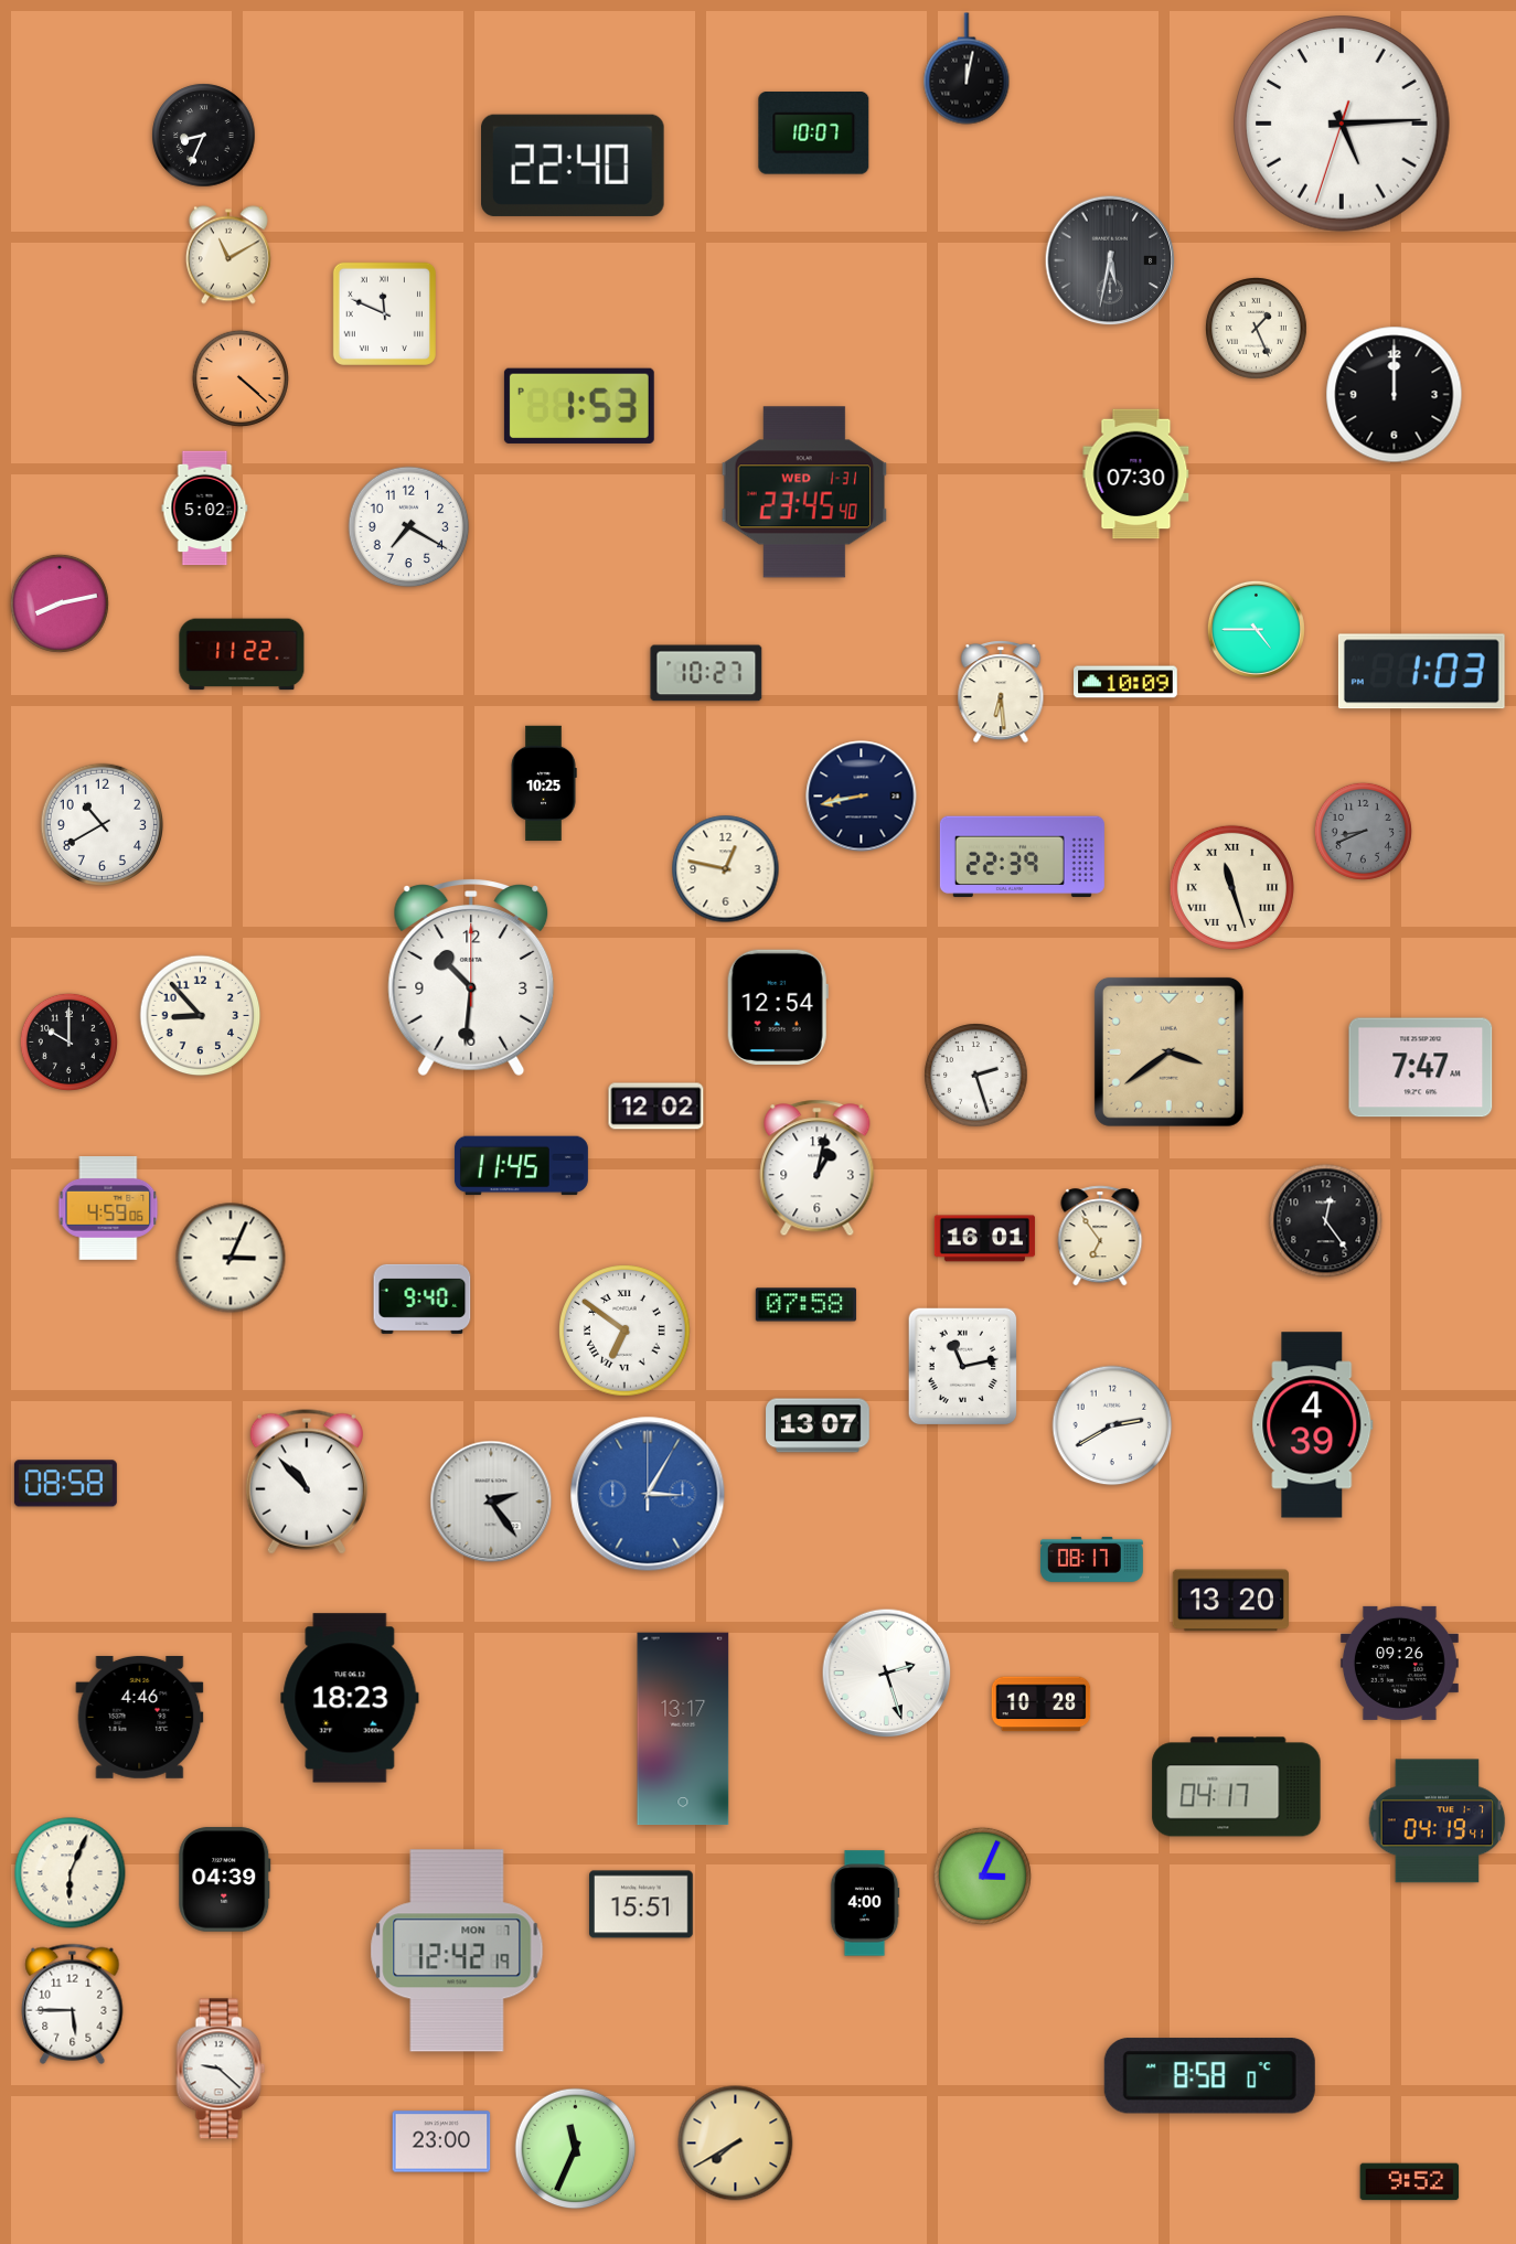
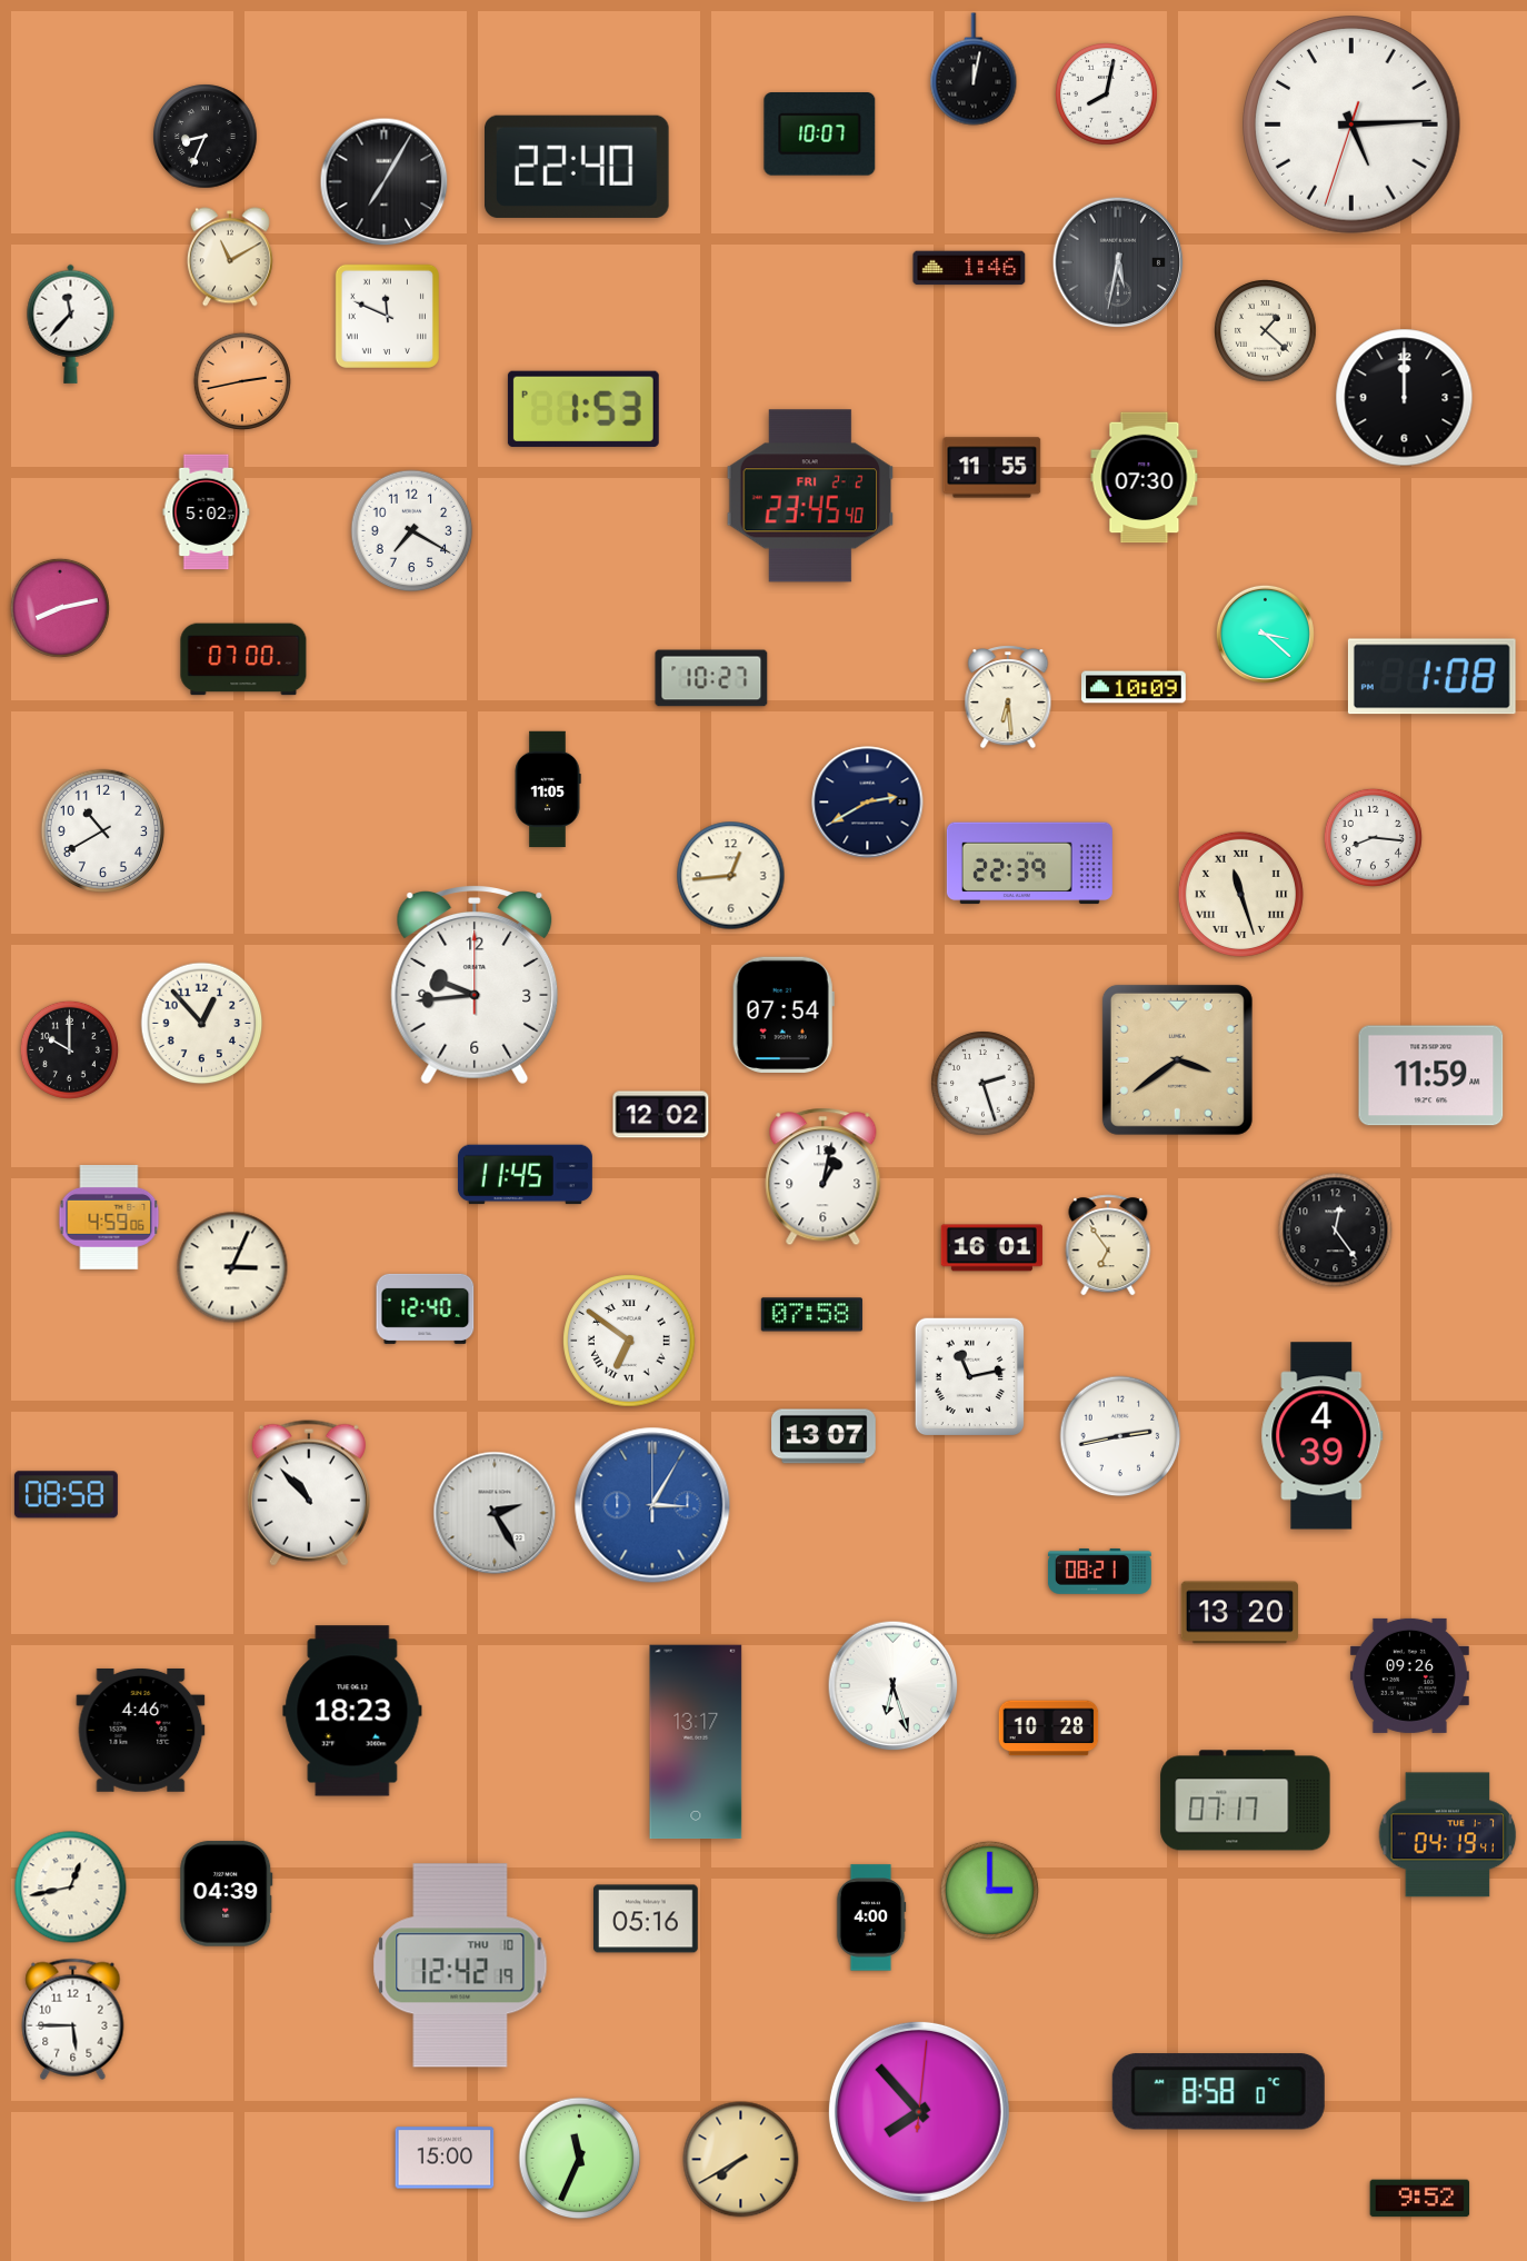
clock at (1107, 94): none -> 8:02
clock at (385, 182): none -> 7:05
clock at (969, 268): none -> 1:46
clock at (71, 323): none -> 11:37
clock at (1257, 329): 1:26 -> 1:22
clock at (241, 378): 4:22 -> 2:43
clock at (992, 468): none -> 11:55
clock at (804, 492) date: WED 1-31 -> FRI 2-2
clock at (1256, 629): 4:45 -> 3:22
clock at (242, 654): 11:22 -> 07:00
clock at (1421, 672): 1:03 -> 1:08
clock at (544, 783): 10:25 -> 11:05
clock at (862, 797): 8:43 -> 2:40
clock at (1363, 831): 8:41 -> 8:16
clock at (1363, 831) dial: grey -> white
clock at (726, 869): 12:47 -> 12:44
clock at (471, 977): 10:31 -> 9:44
clock at (778, 1006): 12:54 -> 07:54
clock at (201, 1016): 8:53 -> 12:53
clock at (1421, 1068): 7:47 -> 11:59
clock at (423, 1299): 9:40 -> 12:40
clock at (1112, 1425): 2:40 -> 2:43
clock at (491, 1502): 2:24 -> 2:25
clock at (1091, 1559): 08:17 -> 08:21
clock at (887, 1674): 2:27 -> 6:27
clock at (1042, 1705) position: (1042, 1705) -> (1049, 1729)
clock at (683, 1729) position: (683, 1729) -> (696, 1742)
clock at (1237, 1787): 04:17 -> 07:17
clock at (71, 1873): 6:04 -> 12:43
clock at (982, 1876): 3:04 -> 3:00
clock at (642, 1904): 15:51 -> 05:16
clock at (457, 1951) date: MON 7 -> THU 10
clock at (221, 2069): 9:22 -> none
clock at (919, 2112): none -> 7:53
clock at (441, 2141): 23:00 -> 15:00
clock at (576, 2149) position: (576, 2149) -> (580, 2159)
